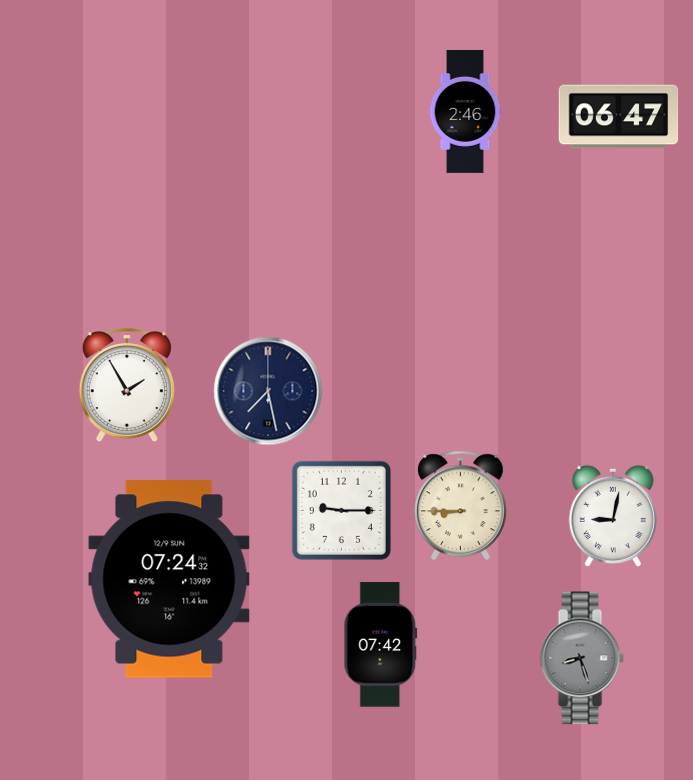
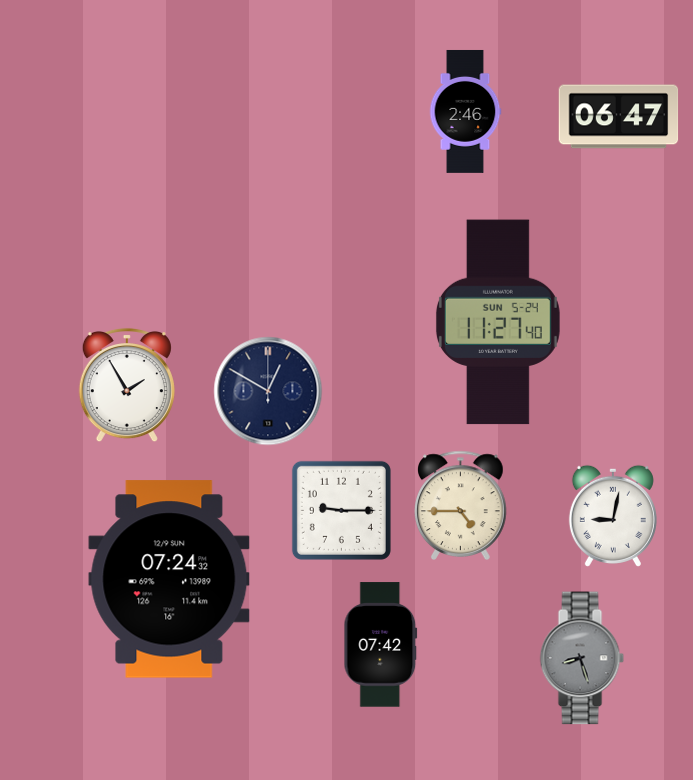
clock at (498, 322): none -> 11:27
clock at (268, 391): 7:28 -> 12:50
clock at (461, 505): 8:45 -> 4:45
